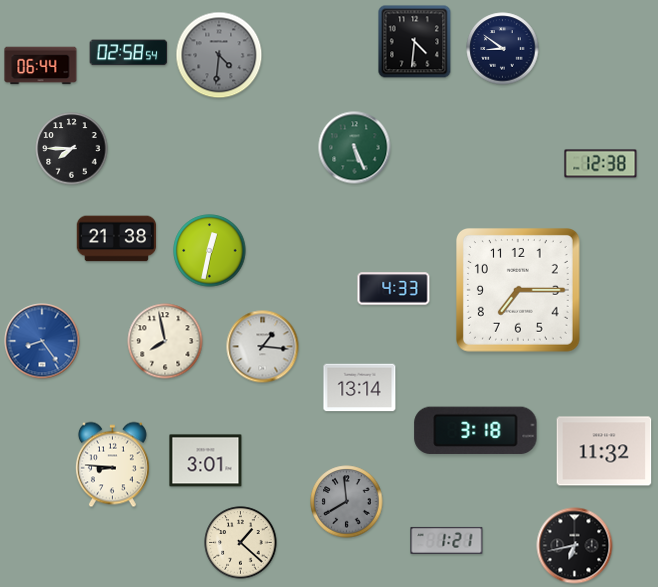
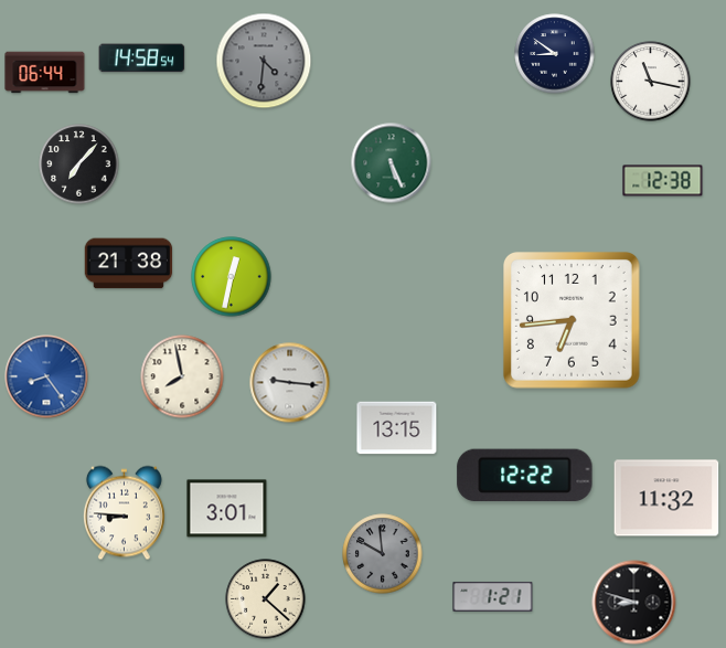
clock at (415, 42): 4:31 -> none
clock at (129, 53): 02:58 -> 14:58
clock at (219, 55) position: (219, 55) -> (264, 61)
clock at (651, 82): none -> 11:17
clock at (72, 149): 7:45 -> 7:07
clock at (394, 289): 4:33 -> none
clock at (519, 291): 7:15 -> 6:44
clock at (263, 347): 1:16 -> 9:16
clock at (360, 388): 13:14 -> 13:15
clock at (476, 431): 3:18 -> 12:22
clock at (347, 502): 7:59 -> 9:59
clock at (575, 546): 6:43 -> 8:48
